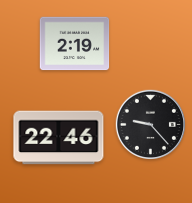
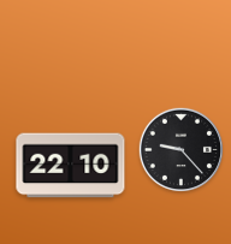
clock at (75, 44): 2:19 -> none
clock at (59, 138): 22:46 -> 22:10
